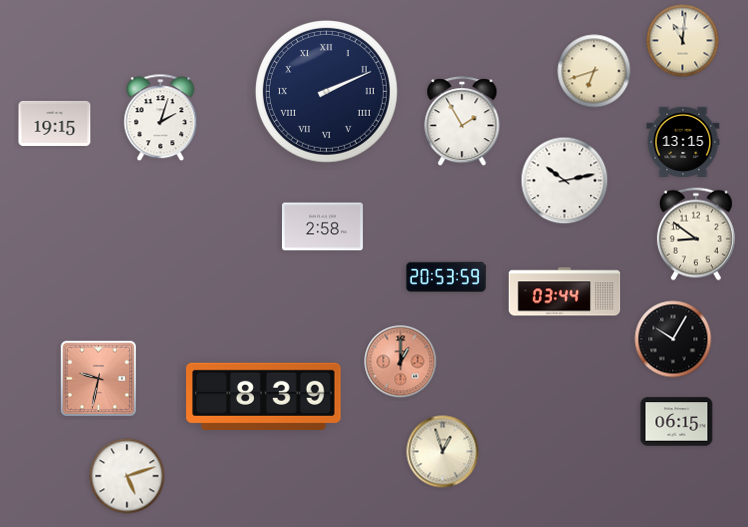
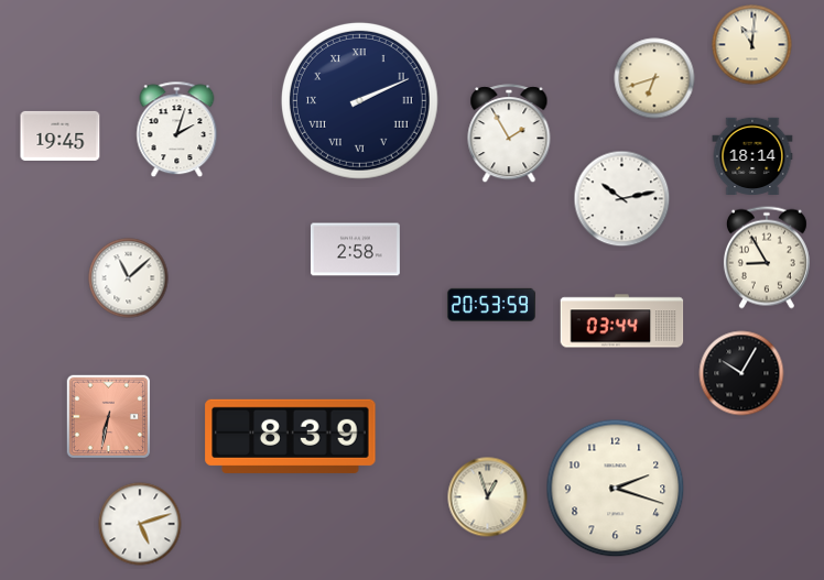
clock at (55, 123): 19:15 -> 19:45
clock at (683, 141): 13:15 -> 18:14
clock at (696, 234): 8:51 -> 8:55
clock at (129, 278): none -> 11:08
clock at (401, 362): 1:00 -> none
clock at (98, 378): 9:32 -> 6:32
clock at (677, 422): 06:15 -> none
clock at (616, 489): none -> 2:18
